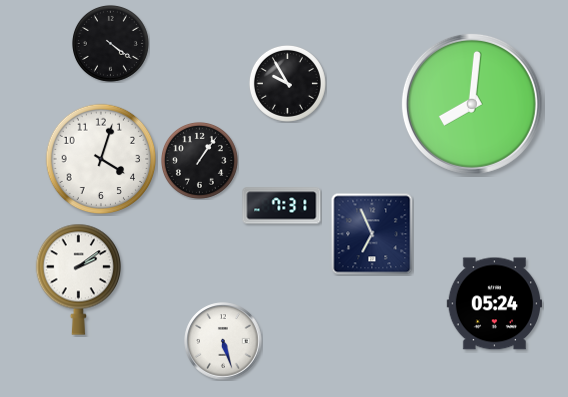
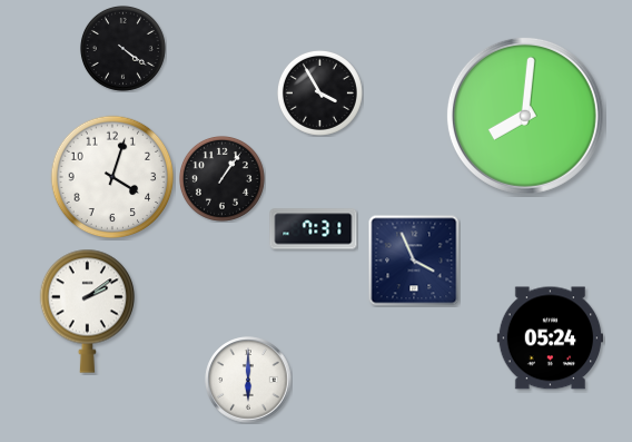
clock at (287, 83): 9:55 -> 3:55
clock at (372, 234): 6:56 -> 3:56
clock at (223, 341): 5:27 -> 6:00
